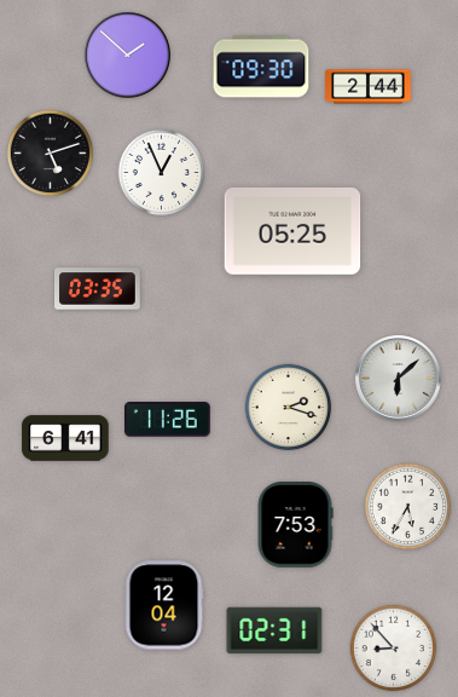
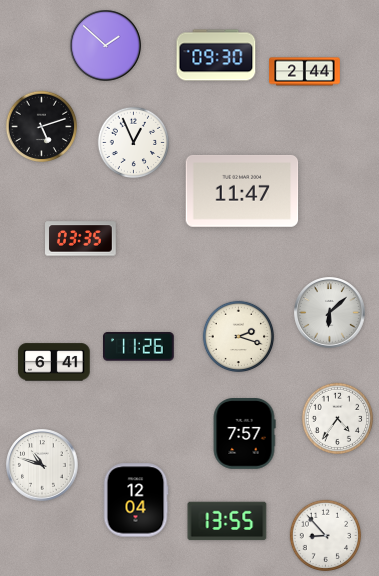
clock at (292, 231): 05:25 -> 11:47
clock at (408, 507): 5:35 -> 4:36
clock at (295, 525): 7:53 -> 7:57
clock at (42, 465): none -> 10:48
clock at (274, 630): 02:31 -> 13:55
